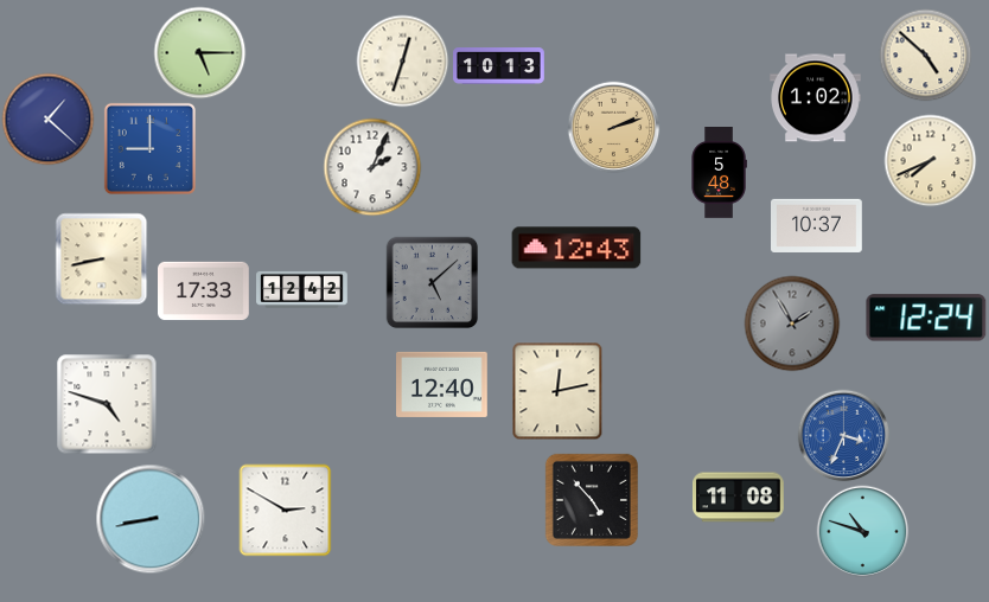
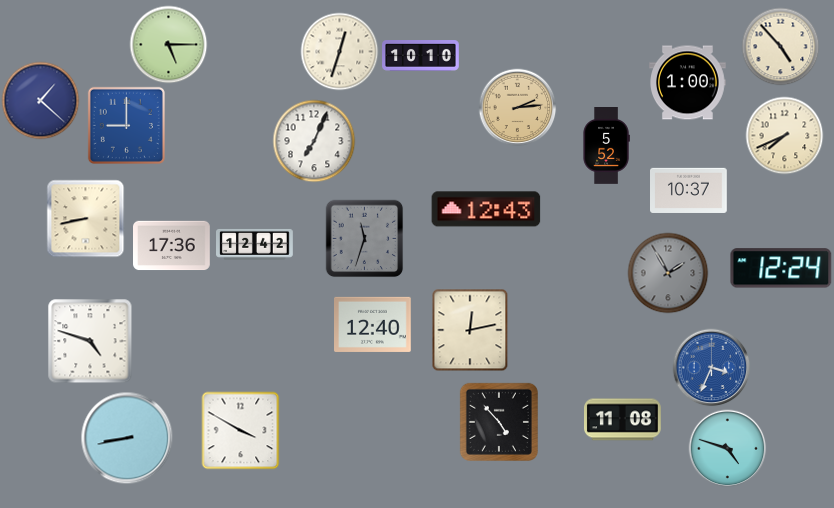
clock at (925, 55): 4:52 -> 4:53
clock at (499, 66): 10:13 -> 10:10
clock at (816, 98): 1:02 -> 1:00
clock at (613, 127): 2:12 -> 2:14
clock at (372, 167): 2:04 -> 7:04
clock at (719, 173): 5:48 -> 5:52
clock at (432, 282): 5:08 -> 11:33
clock at (204, 292): 17:33 -> 17:36
clock at (285, 510): 2:50 -> 3:50
clock at (862, 531): 10:48 -> 4:48
